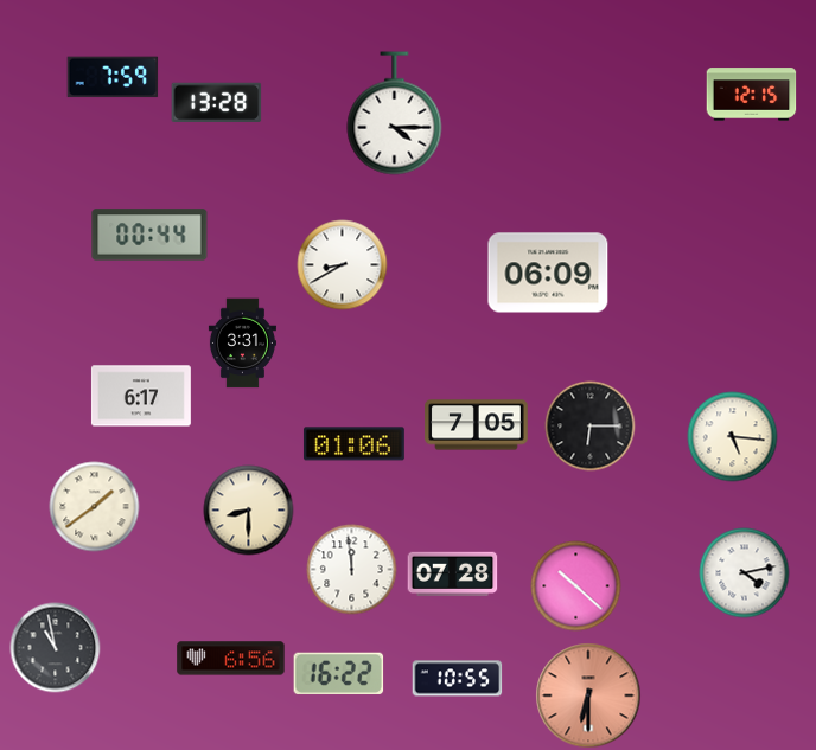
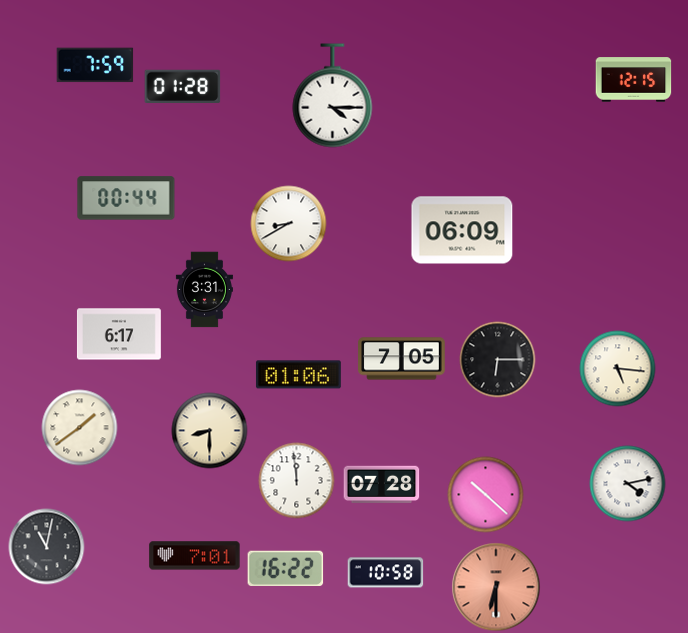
clock at (217, 102): 13:28 -> 01:28
clock at (56, 648): 10:58 -> 11:02
clock at (231, 659): 6:56 -> 7:01
clock at (458, 679): 10:55 -> 10:58
